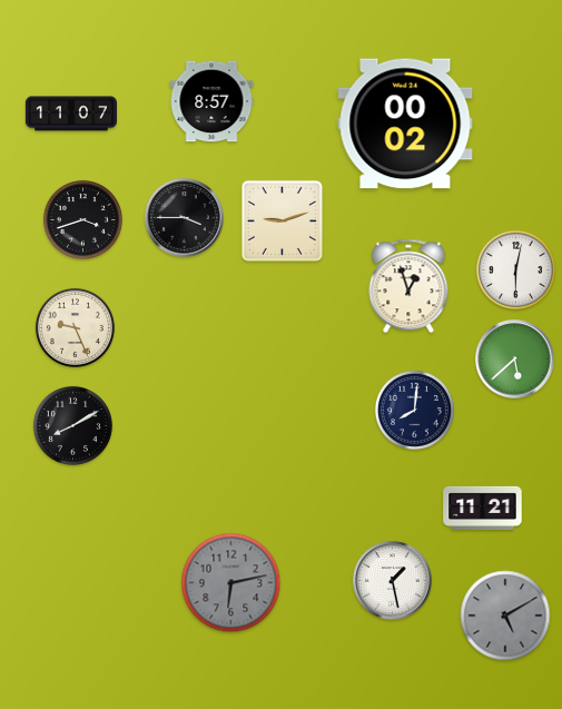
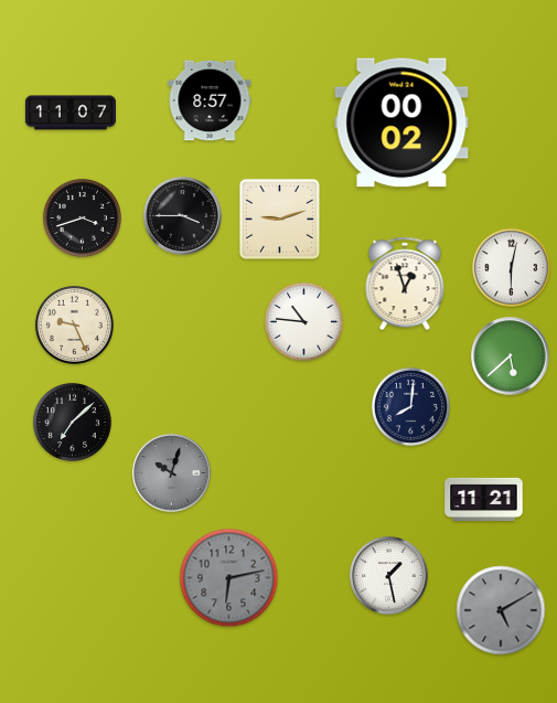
clock at (303, 321): none -> 10:46
clock at (72, 425): 8:10 -> 7:08
clock at (172, 473): none -> 10:03
clock at (483, 508) position: (483, 508) -> (484, 499)
